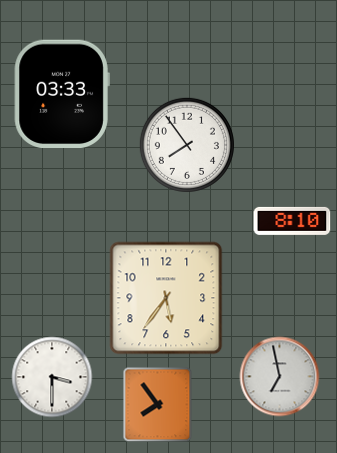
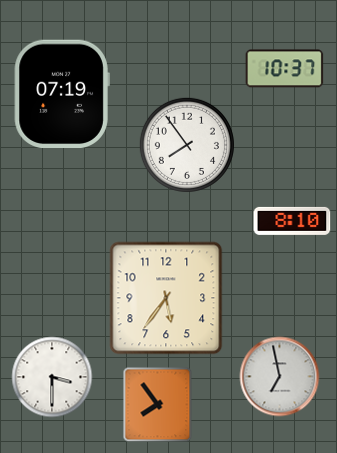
clock at (285, 69): none -> 10:37
clock at (62, 93): 03:33 -> 07:19
